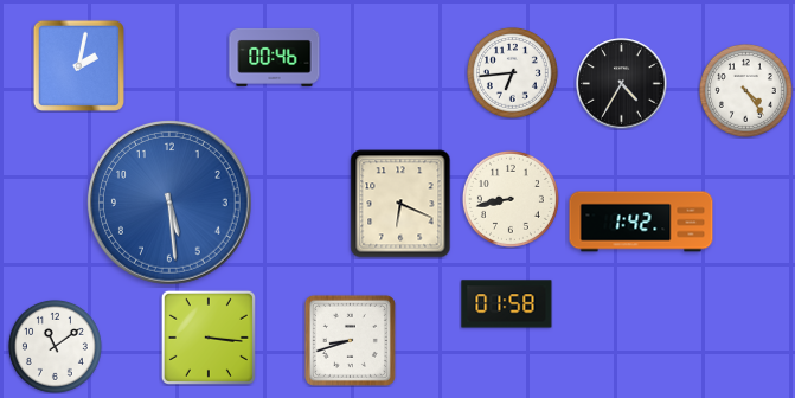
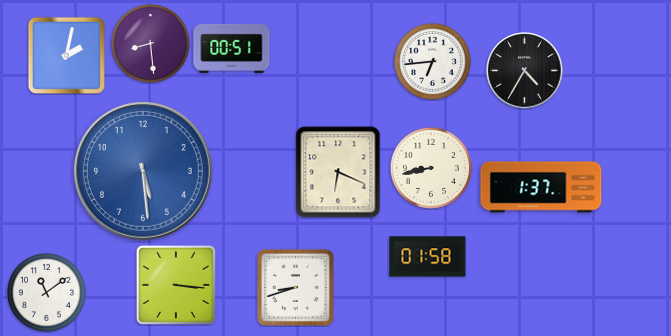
clock at (150, 43): none -> 8:29
clock at (275, 57): 00:46 -> 00:51
clock at (745, 90): 4:24 -> none
clock at (641, 222): 1:42 -> 1:37
